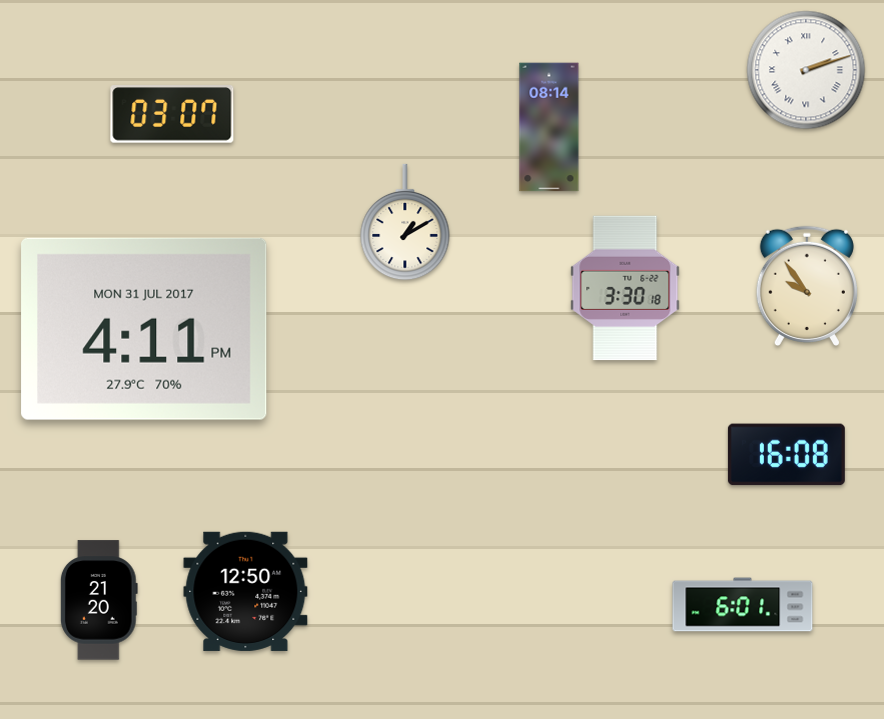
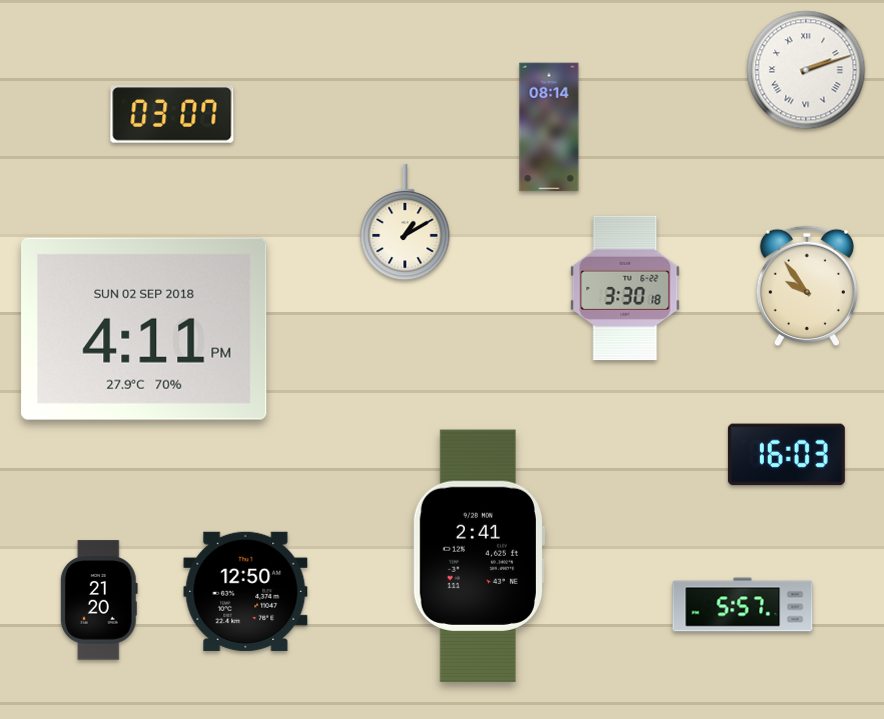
clock at (144, 329) date: MON 31 JUL 2017 -> SUN 02 SEP 2018
clock at (786, 455): 16:08 -> 16:03
clock at (478, 555): none -> 2:41
clock at (743, 605): 6:01 -> 5:57
